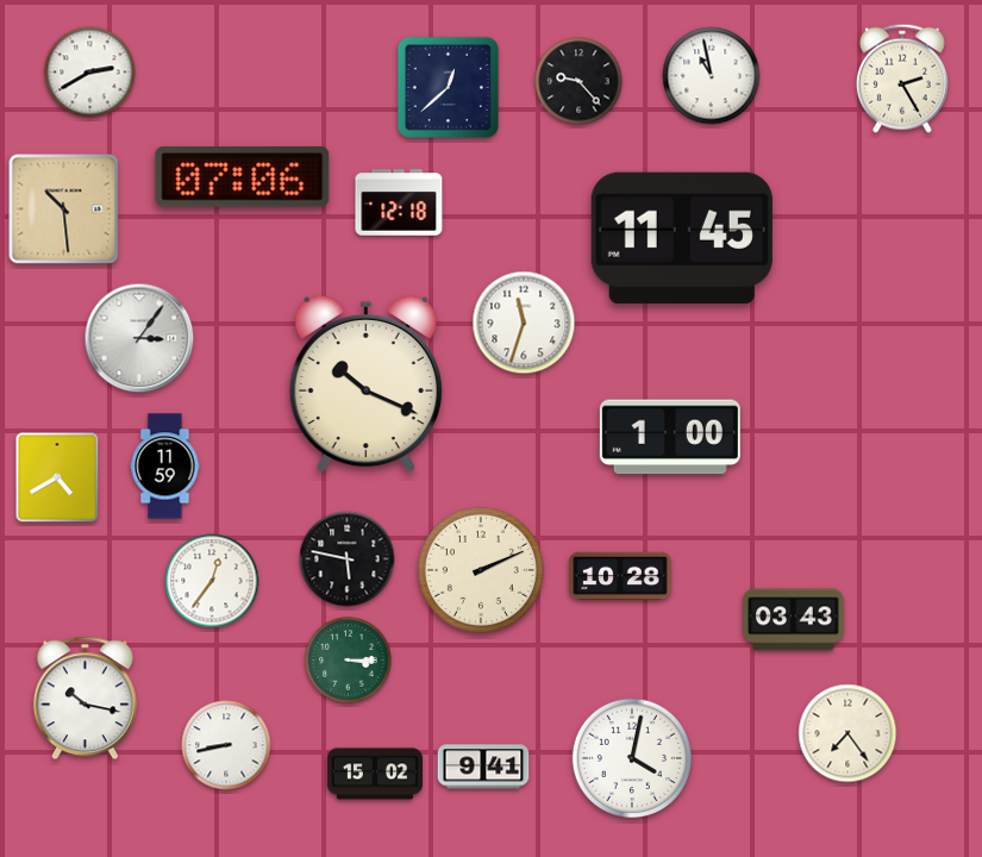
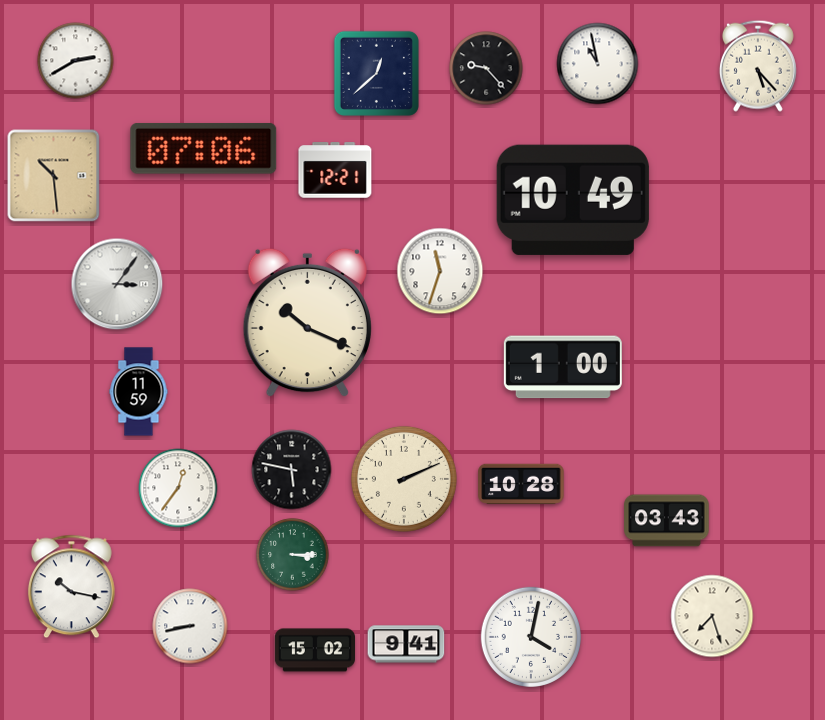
clock at (902, 79): 2:25 -> 5:23
clock at (399, 202): 12:18 -> 12:21
clock at (682, 238): 11:45 -> 10:49
clock at (57, 477): 4:40 -> none
clock at (847, 733): 7:24 -> 7:27
